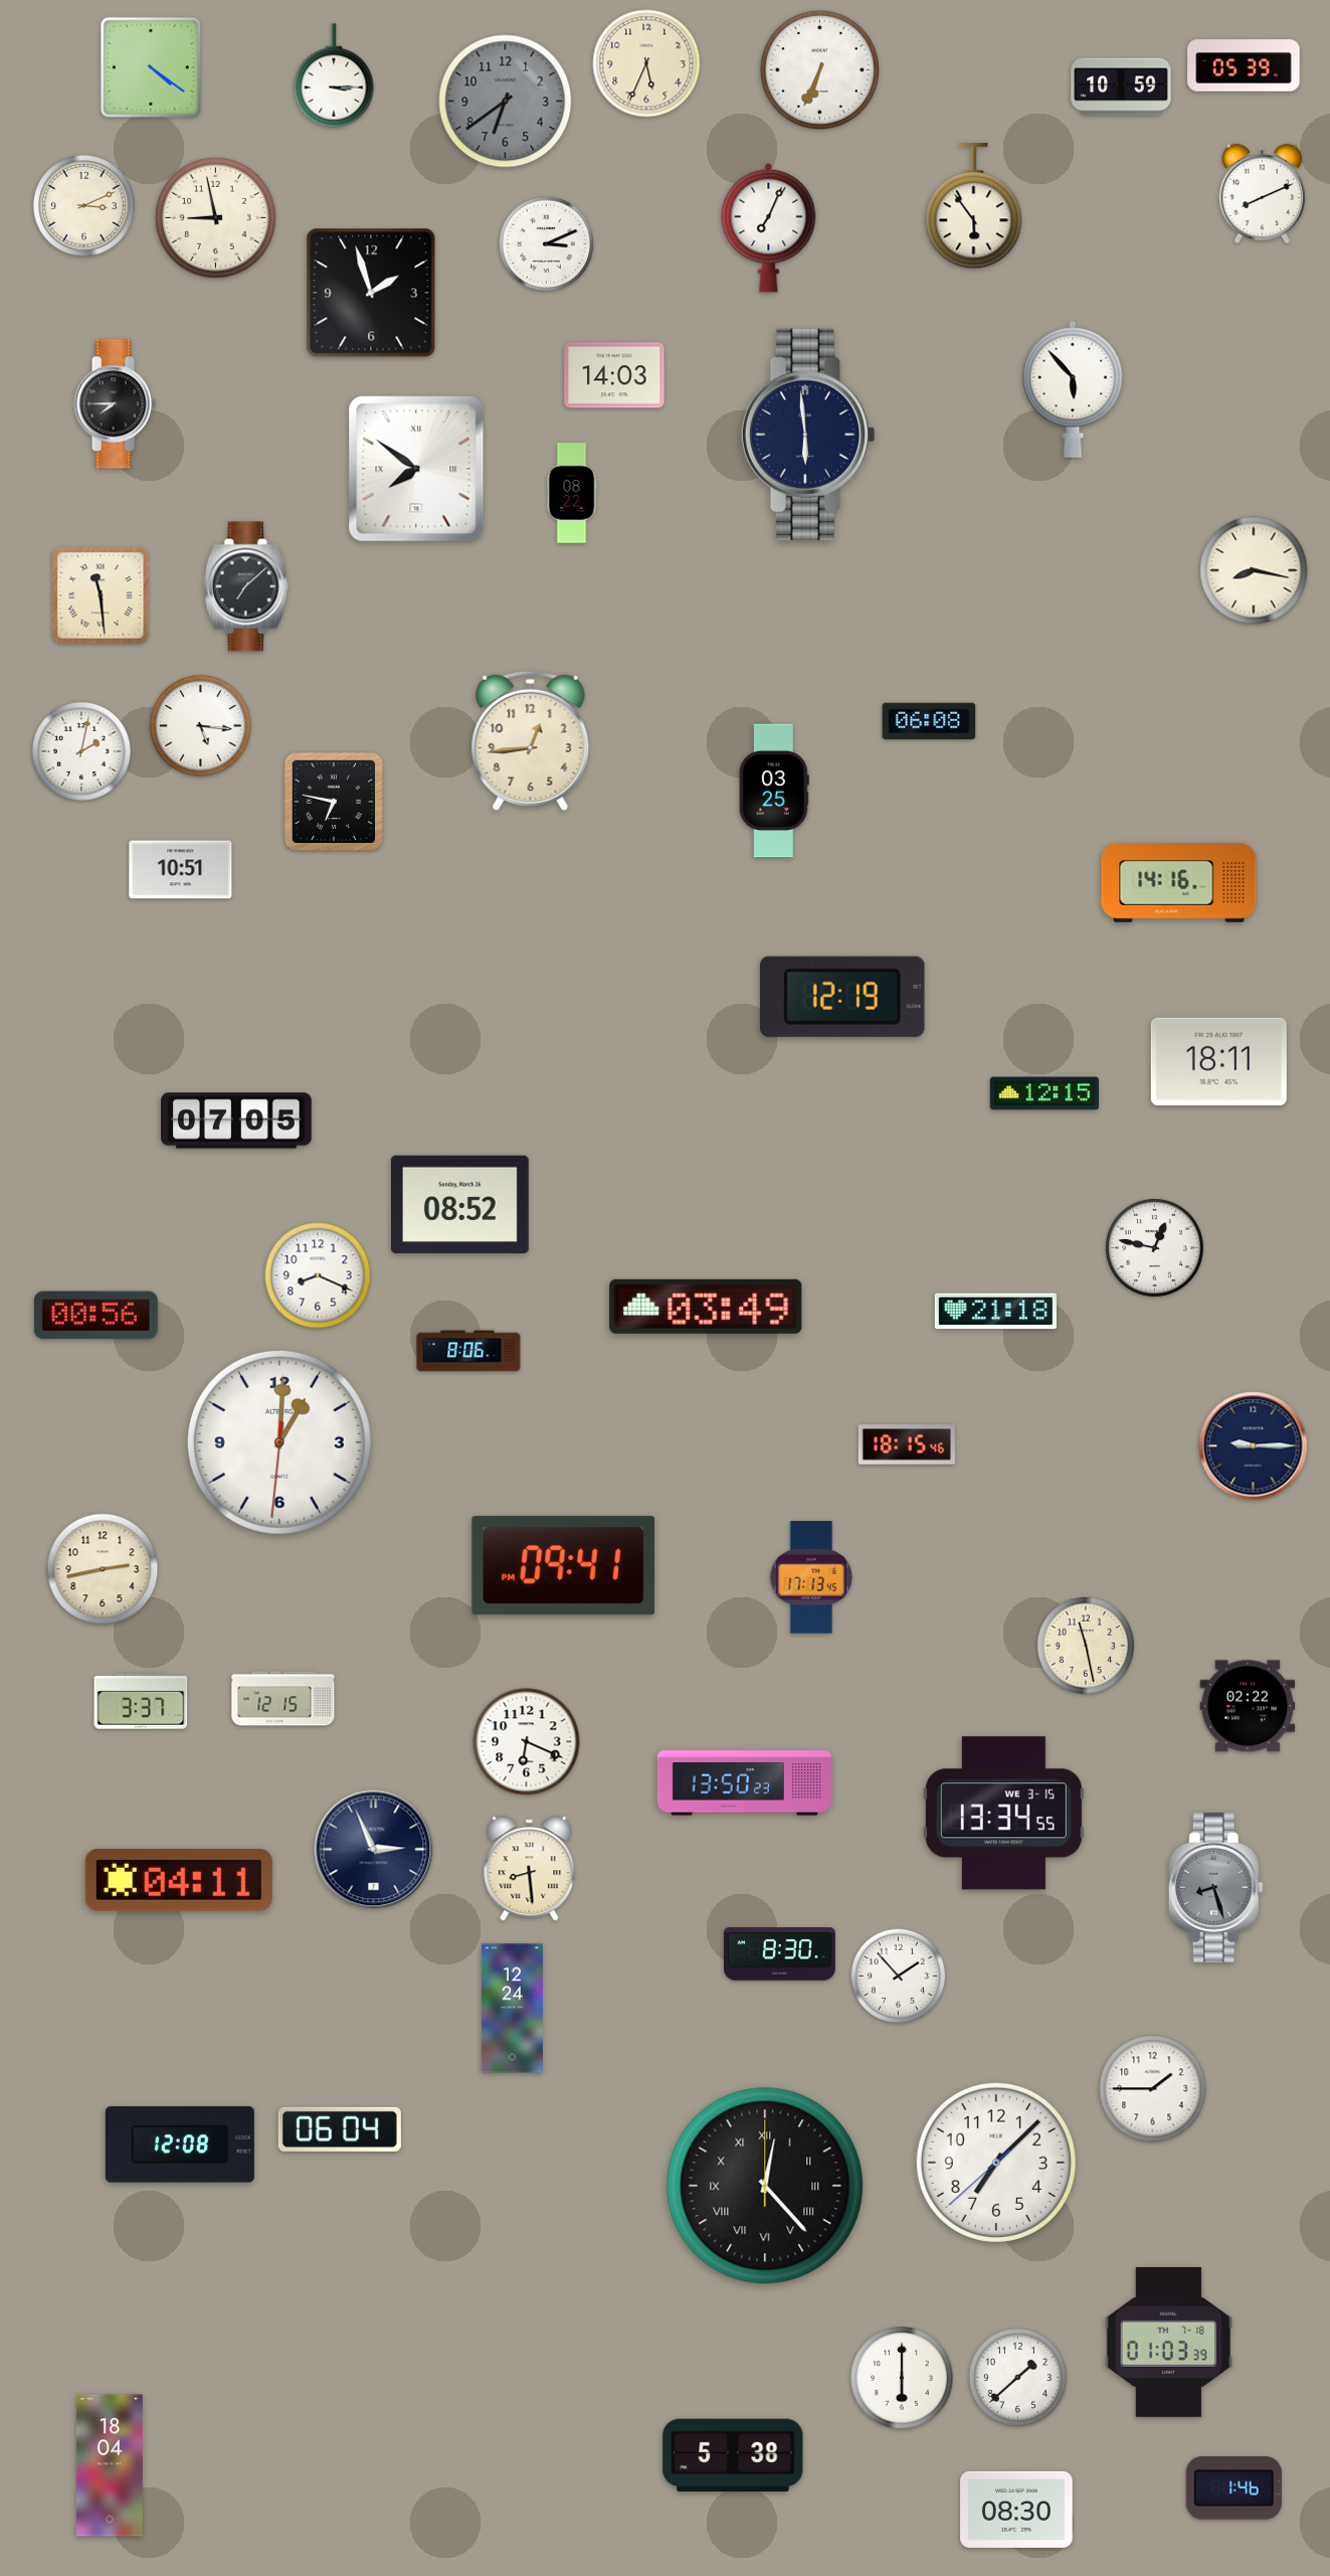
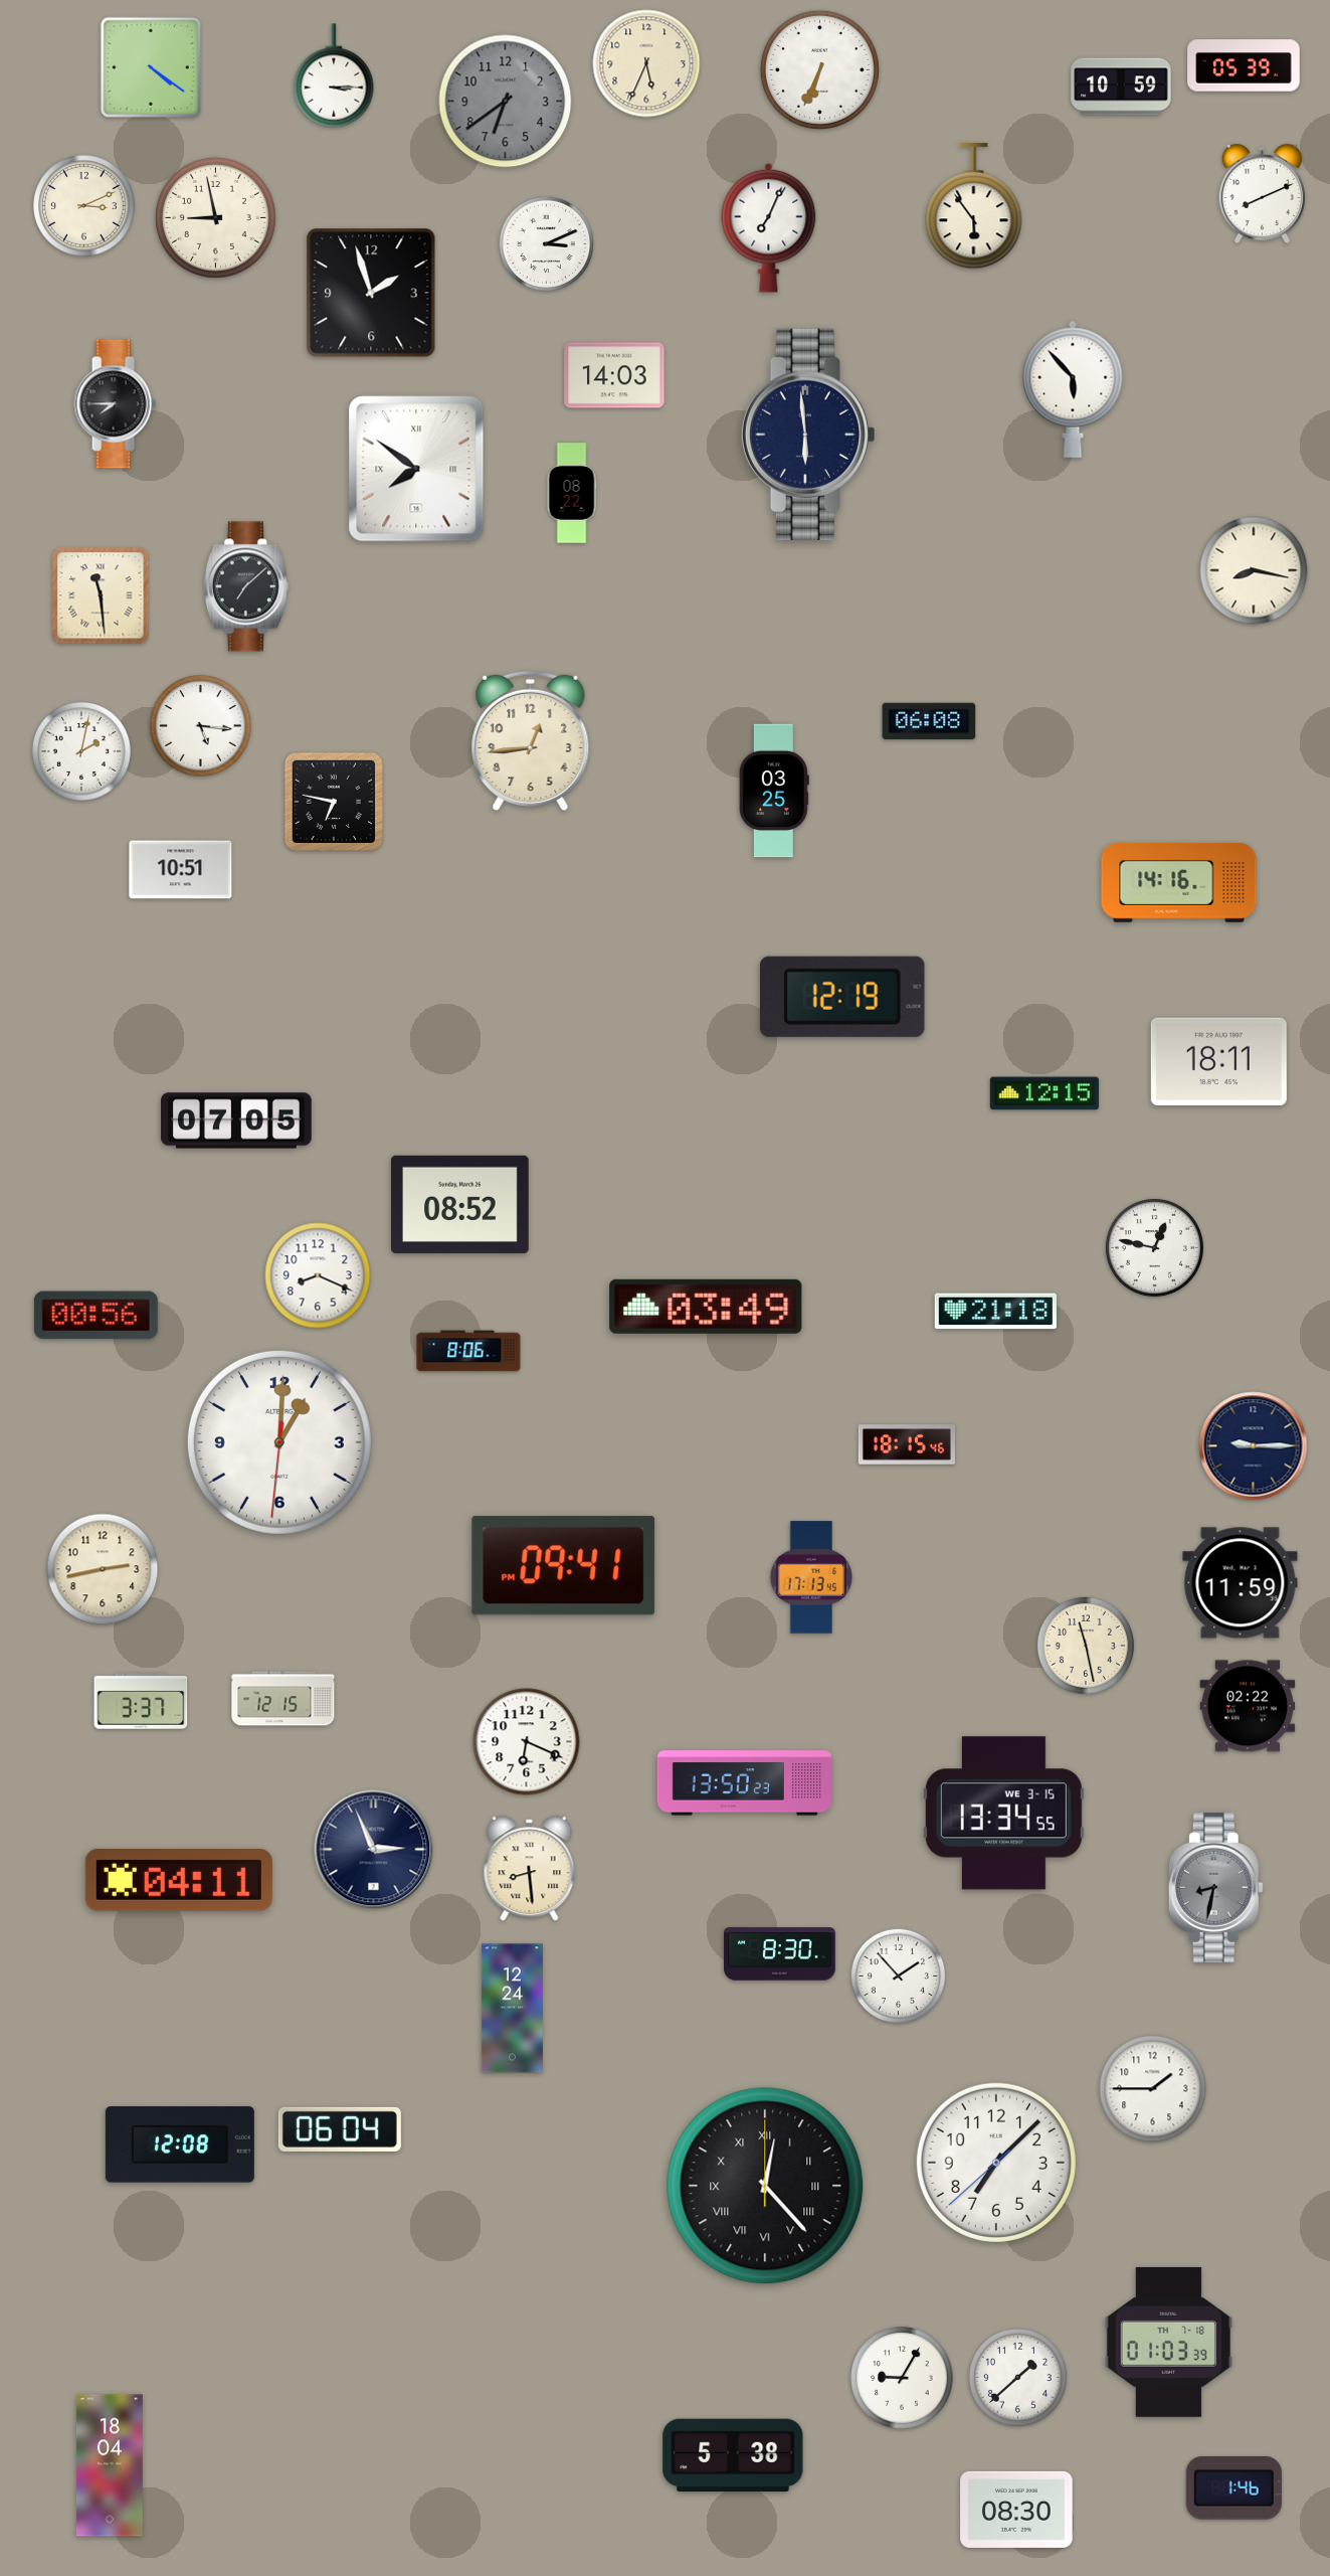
clock at (1241, 1583): none -> 11:59
clock at (1215, 1887): 8:27 -> 8:32
clock at (902, 2378): 6:00 -> 9:05
